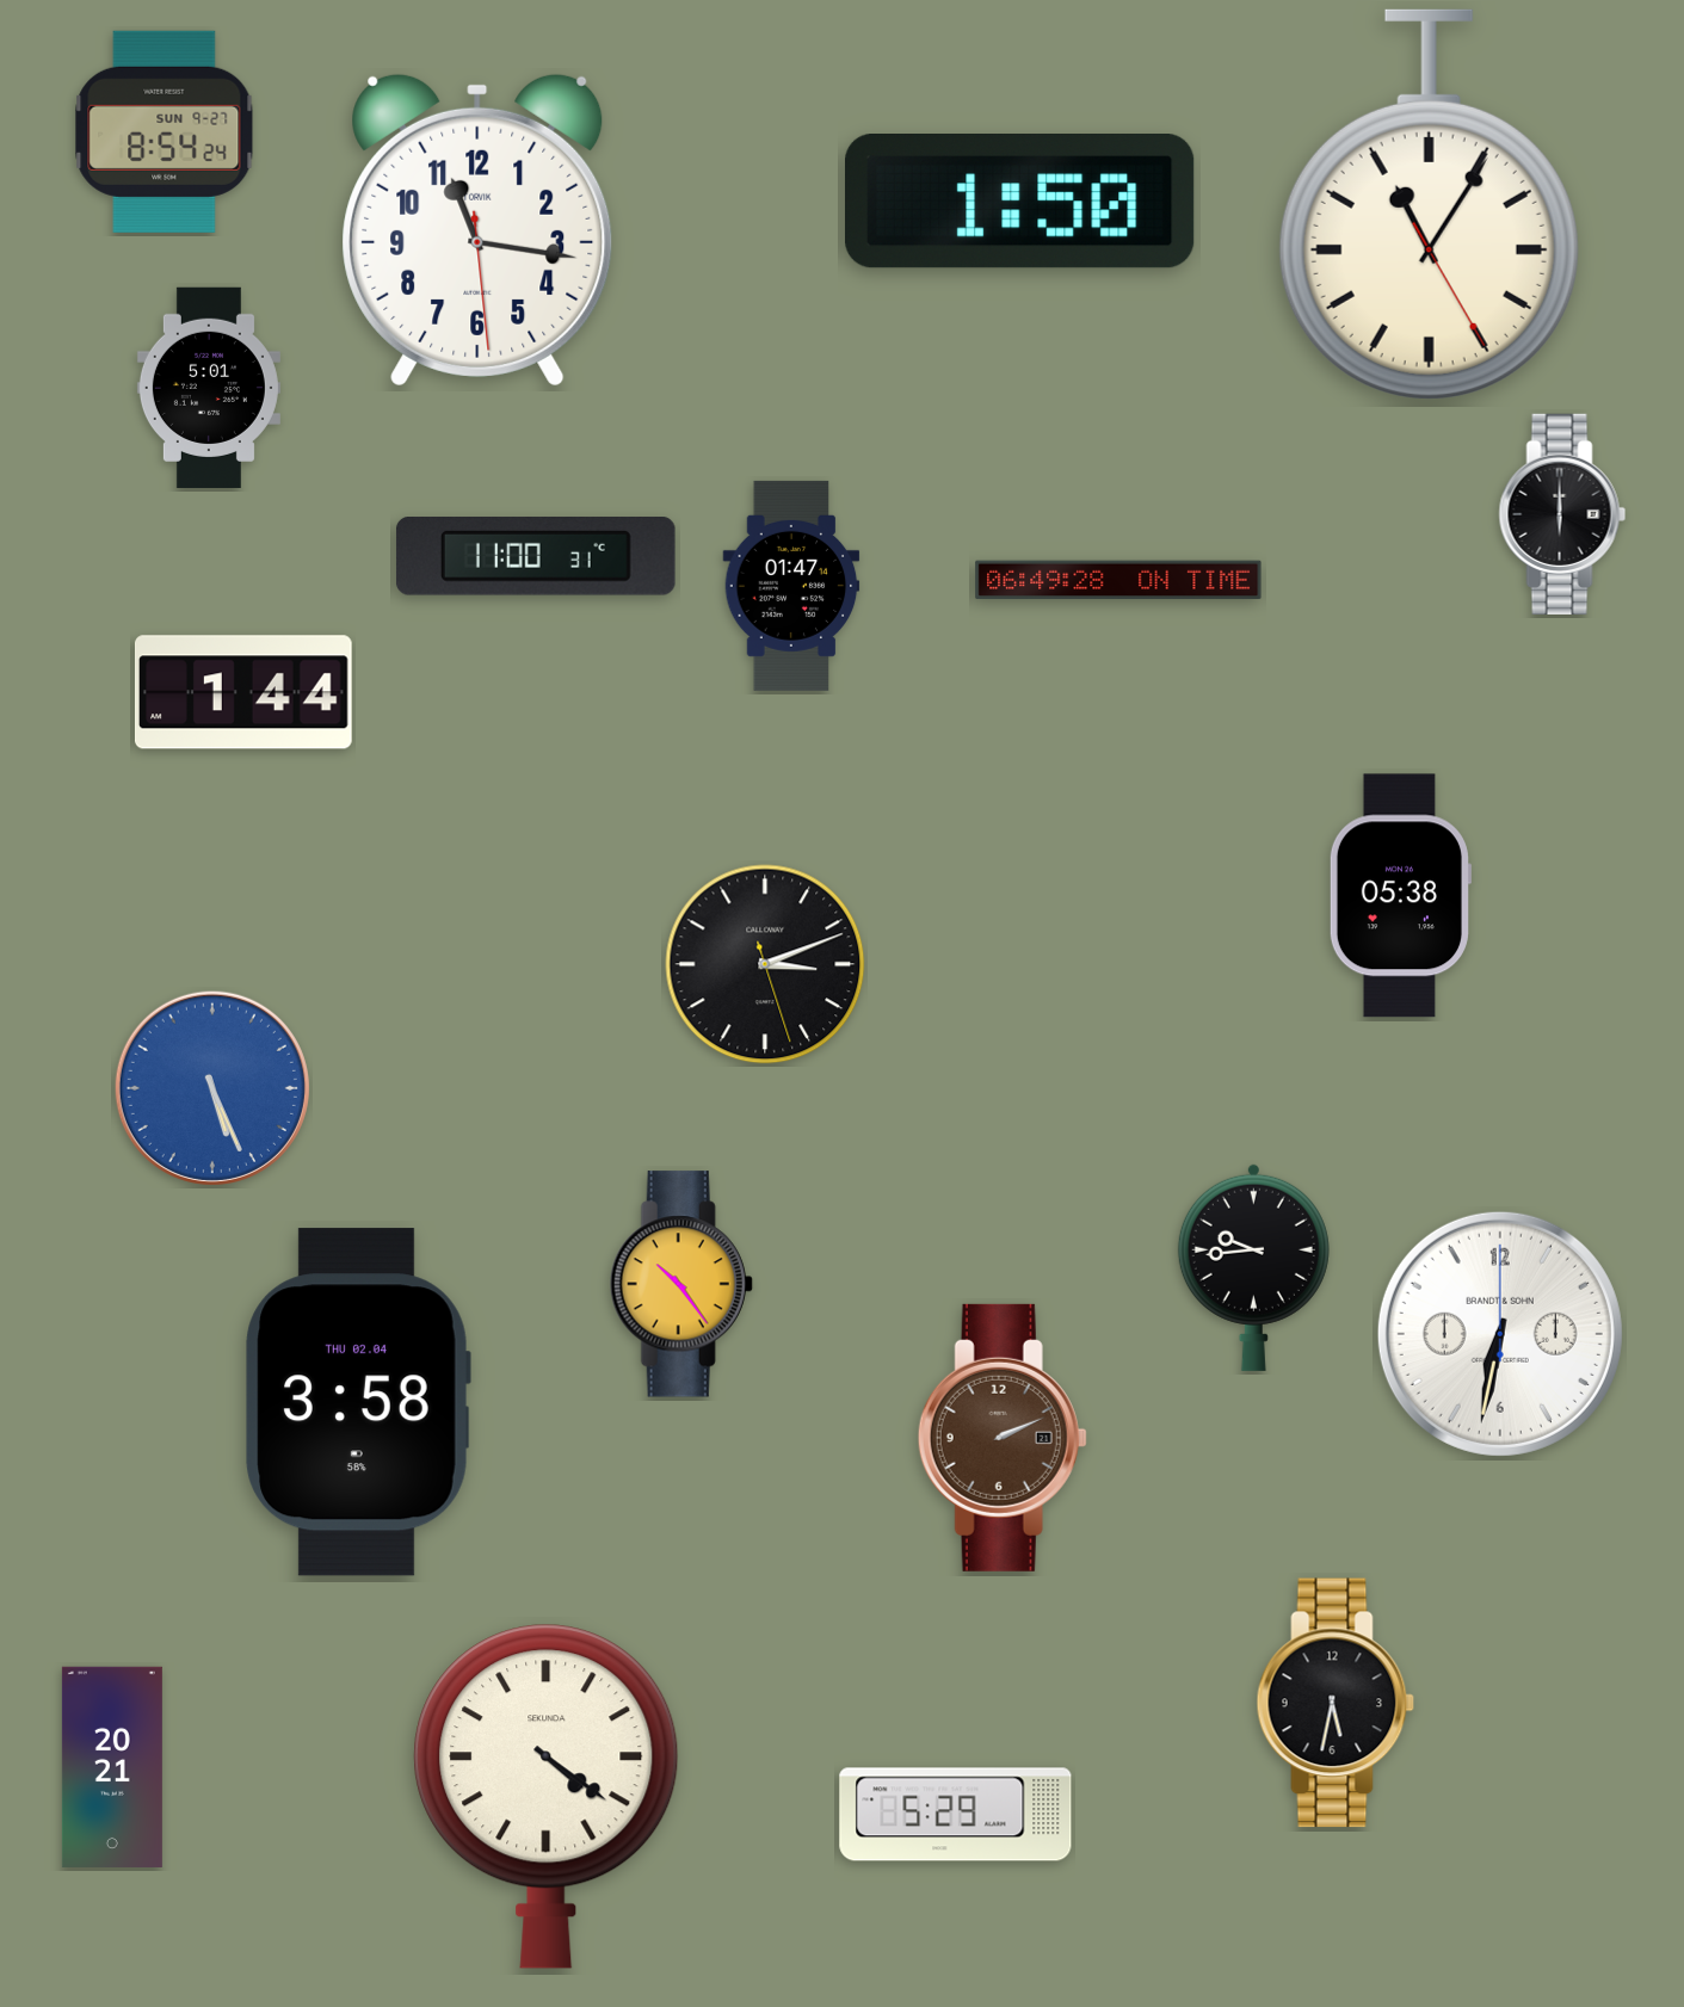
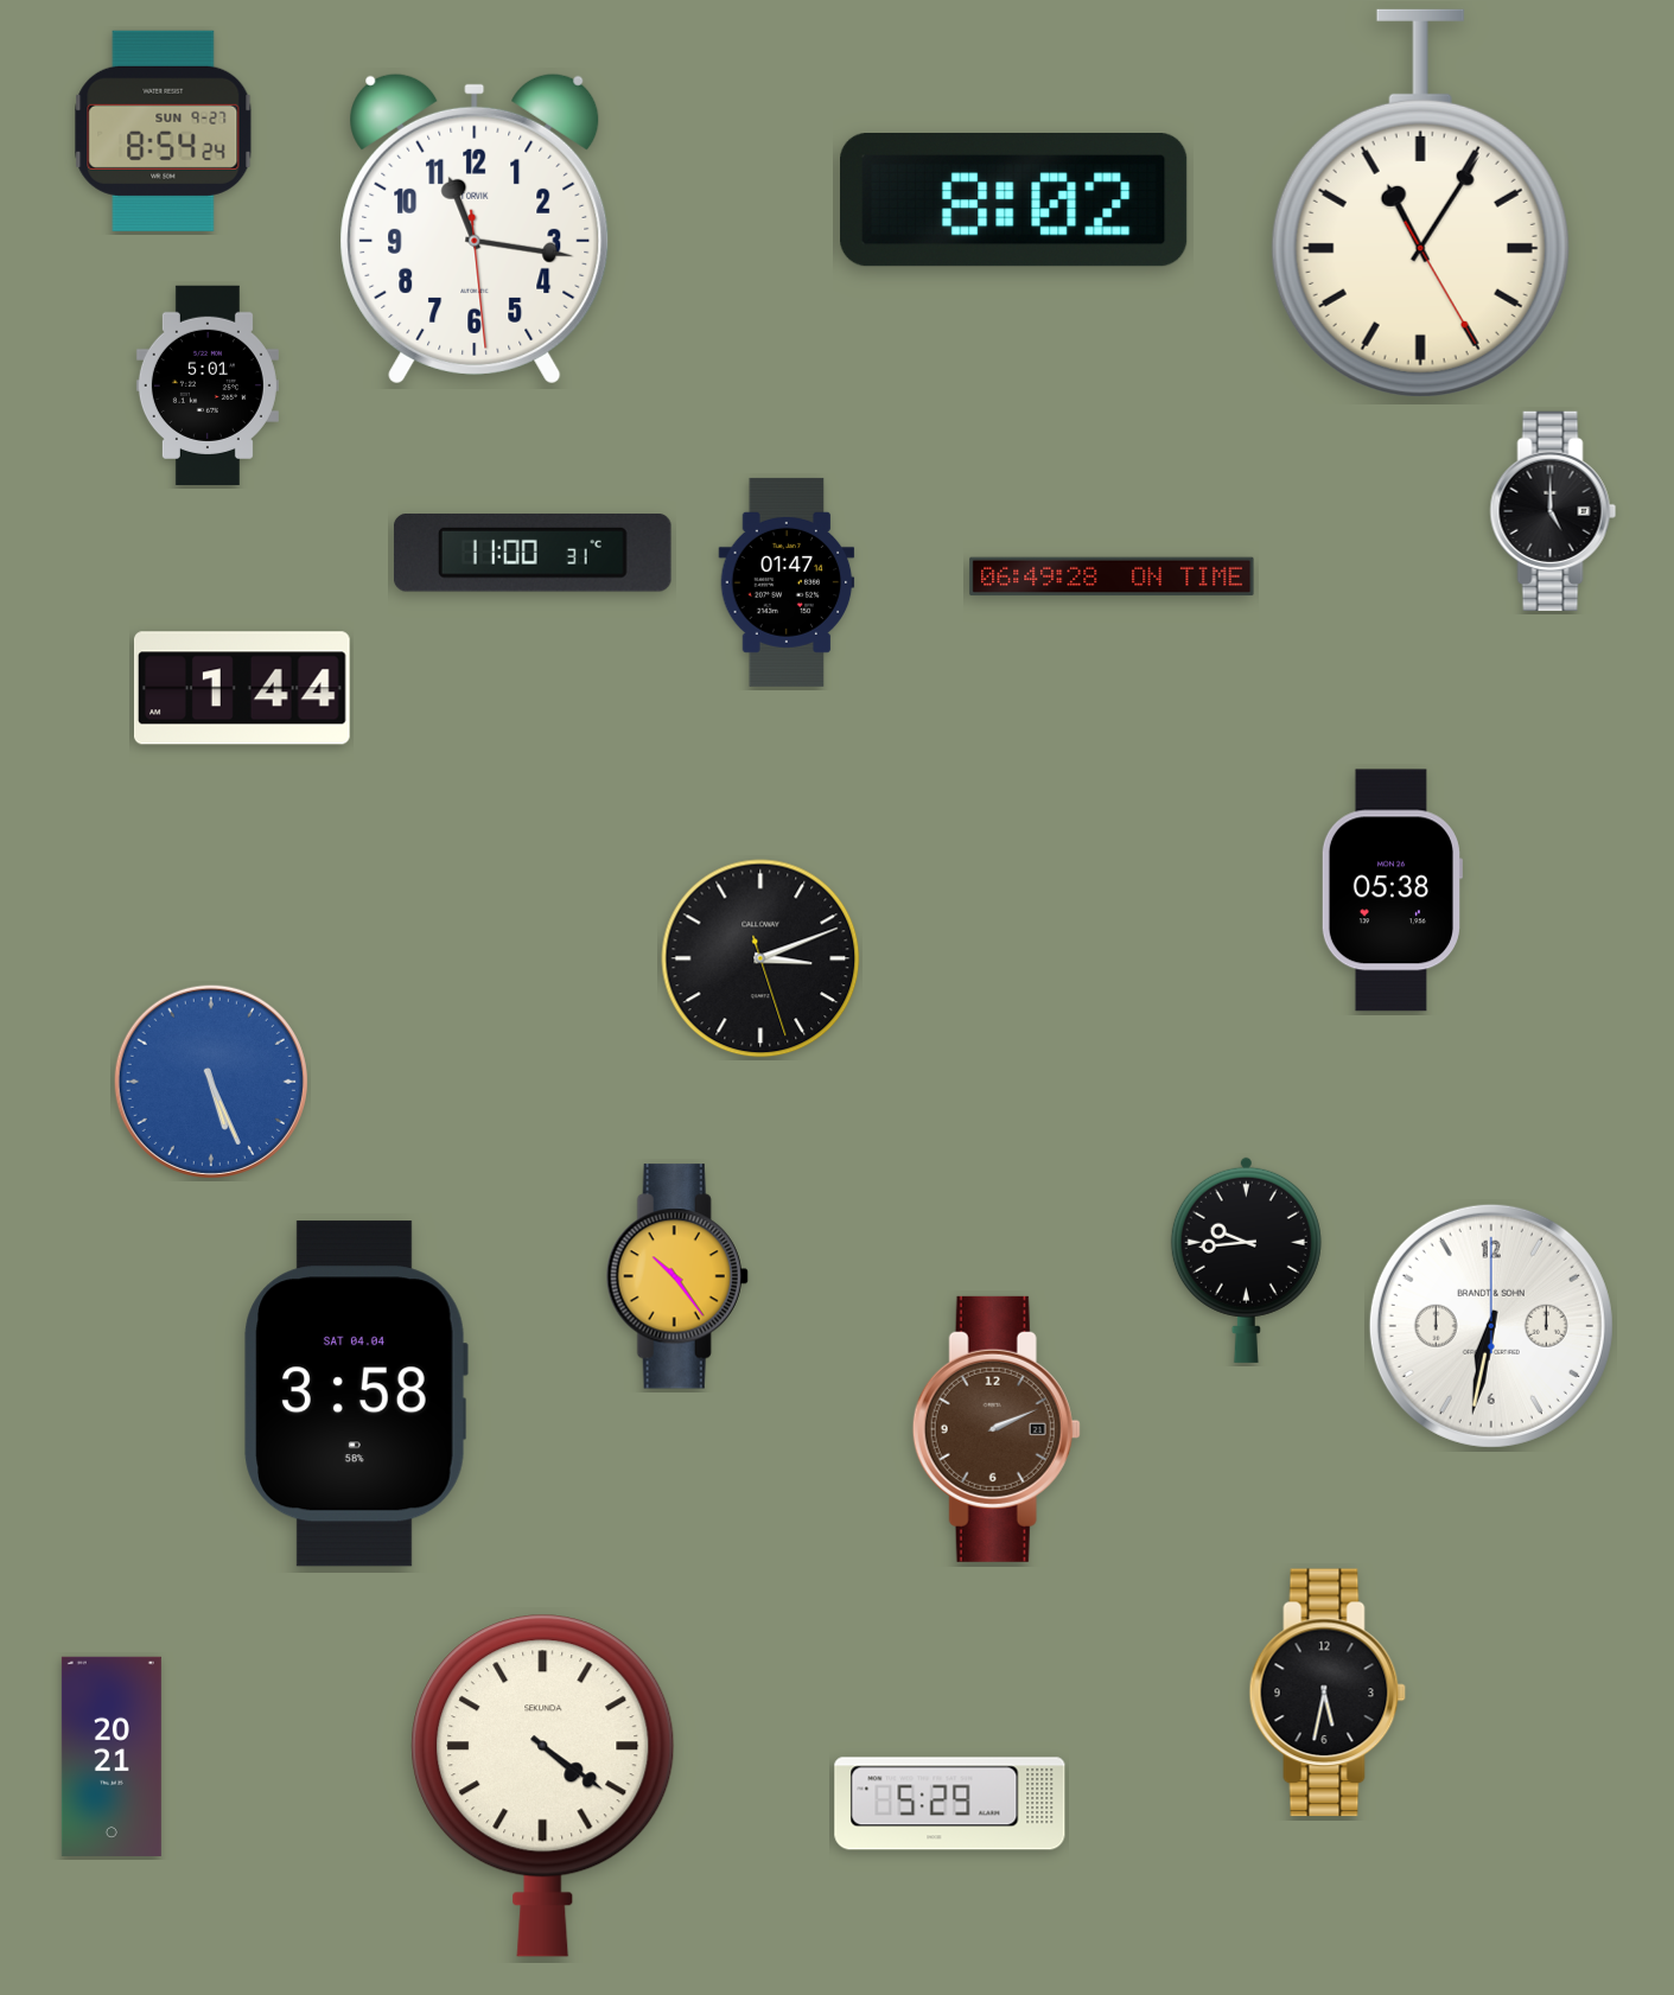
clock at (1020, 202): 1:50 -> 8:02
clock at (1562, 514): 6:00 -> 5:00
clock at (358, 1402) date: THU 02.04 -> SAT 04.04
